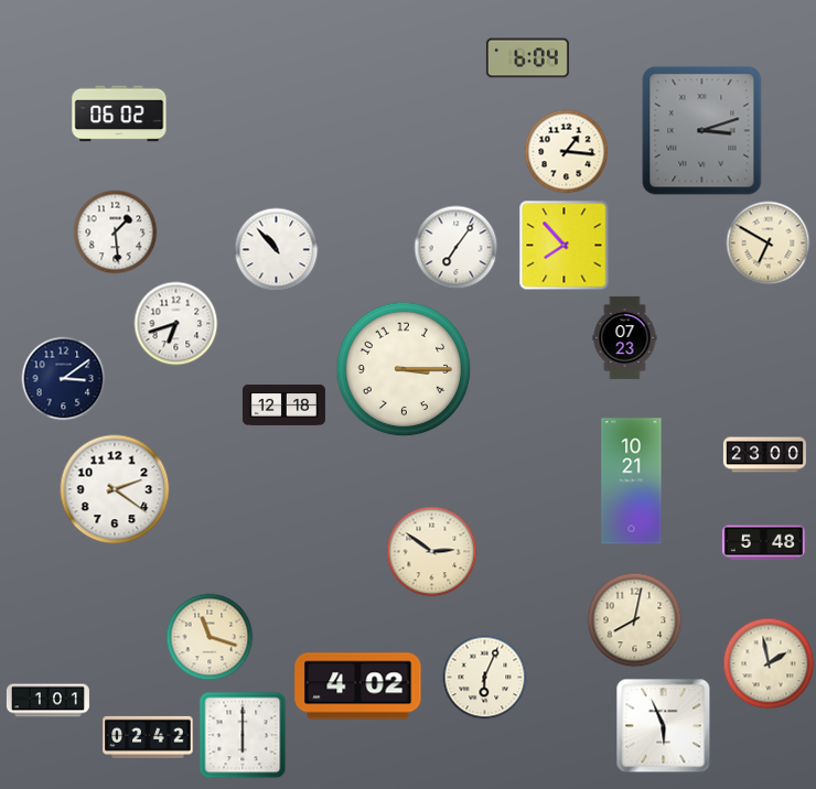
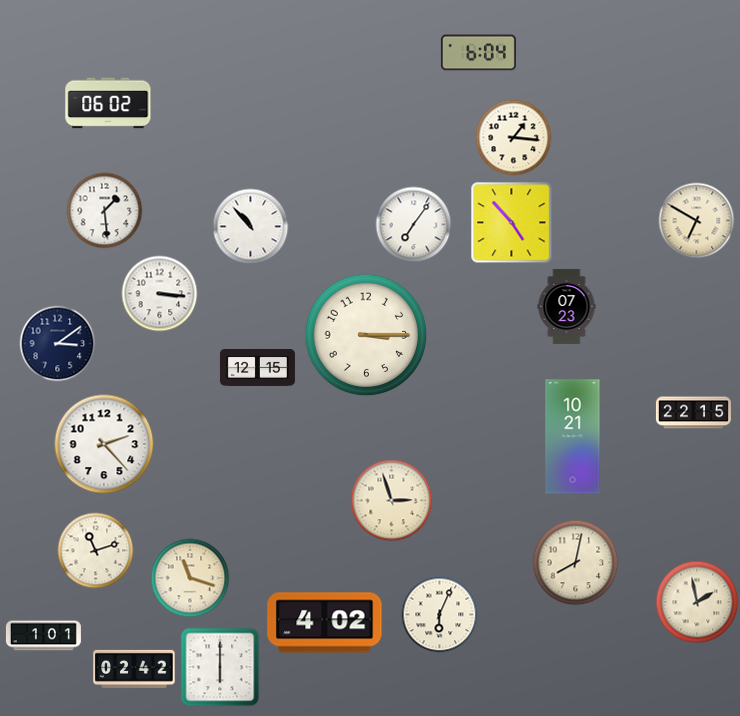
clock at (702, 131): 3:12 -> none
clock at (565, 246): 7:53 -> 4:53
clock at (176, 324): 6:42 -> 3:16
clock at (283, 404): 12:18 -> 12:15
clock at (764, 455): 23:00 -> 22:15
clock at (115, 489): 2:21 -> 2:23
clock at (763, 543): 5:48 -> none
clock at (432, 552): 2:51 -> 2:57
clock at (96, 551): none -> 11:12
clock at (664, 726): 5:56 -> none
